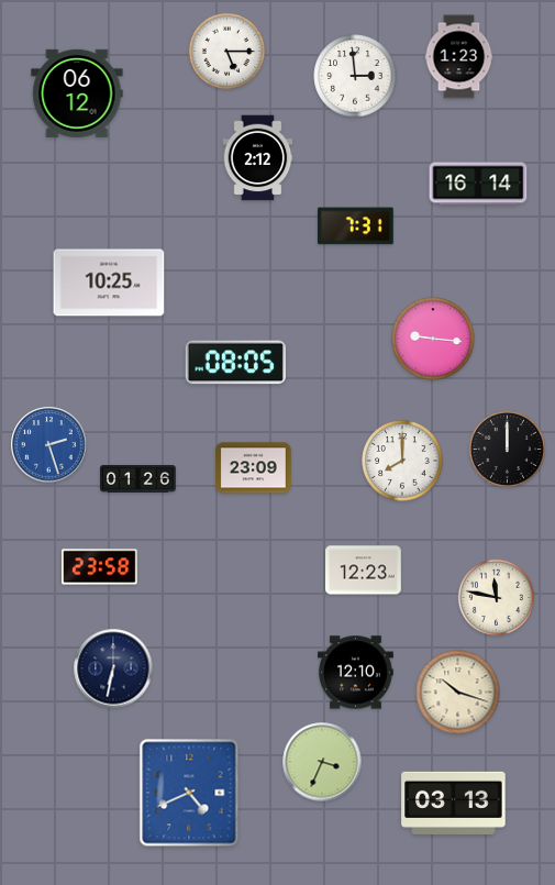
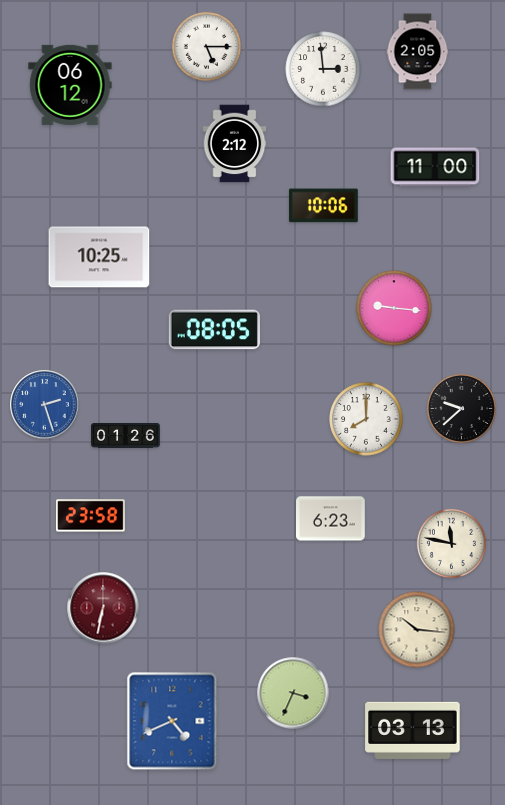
clock at (459, 57): 1:23 -> 2:05
clock at (478, 184): 16:14 -> 11:00
clock at (355, 226): 7:31 -> 10:06
clock at (507, 449): 12:00 -> 9:38
clock at (254, 468): 23:09 -> none
clock at (364, 571): 12:23 -> 6:23
clock at (113, 668) dial: navy -> burgundy
clock at (356, 673): 12:10 -> none
clock at (458, 693): 10:18 -> 10:16
